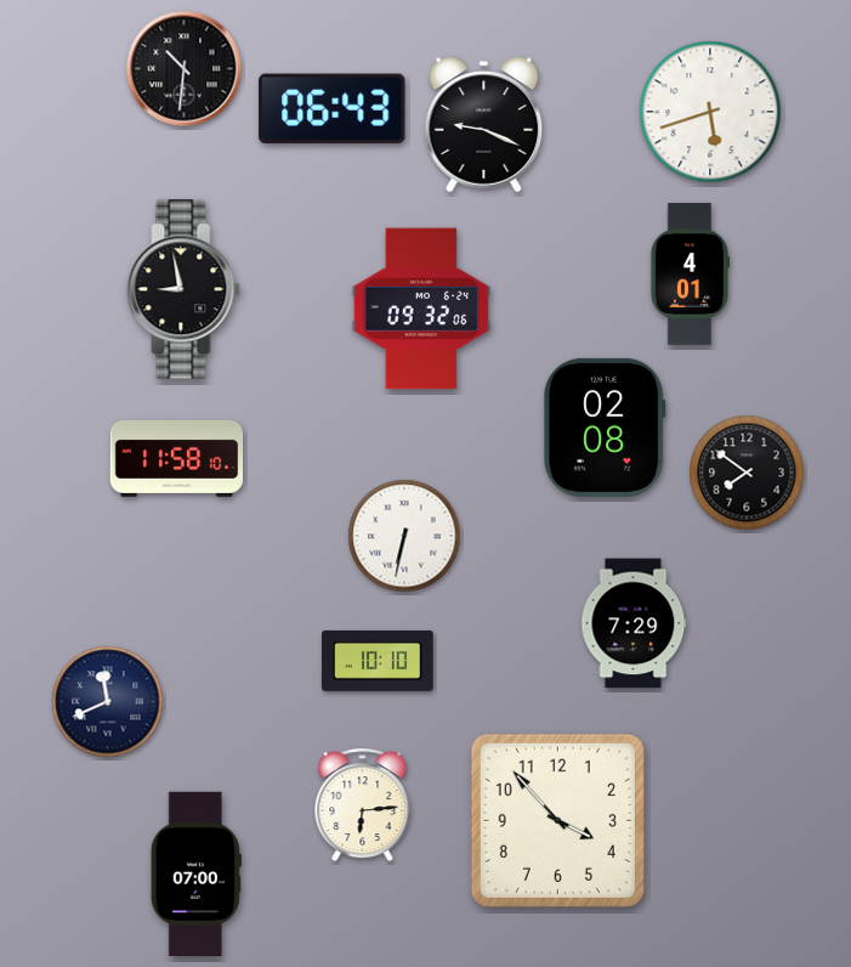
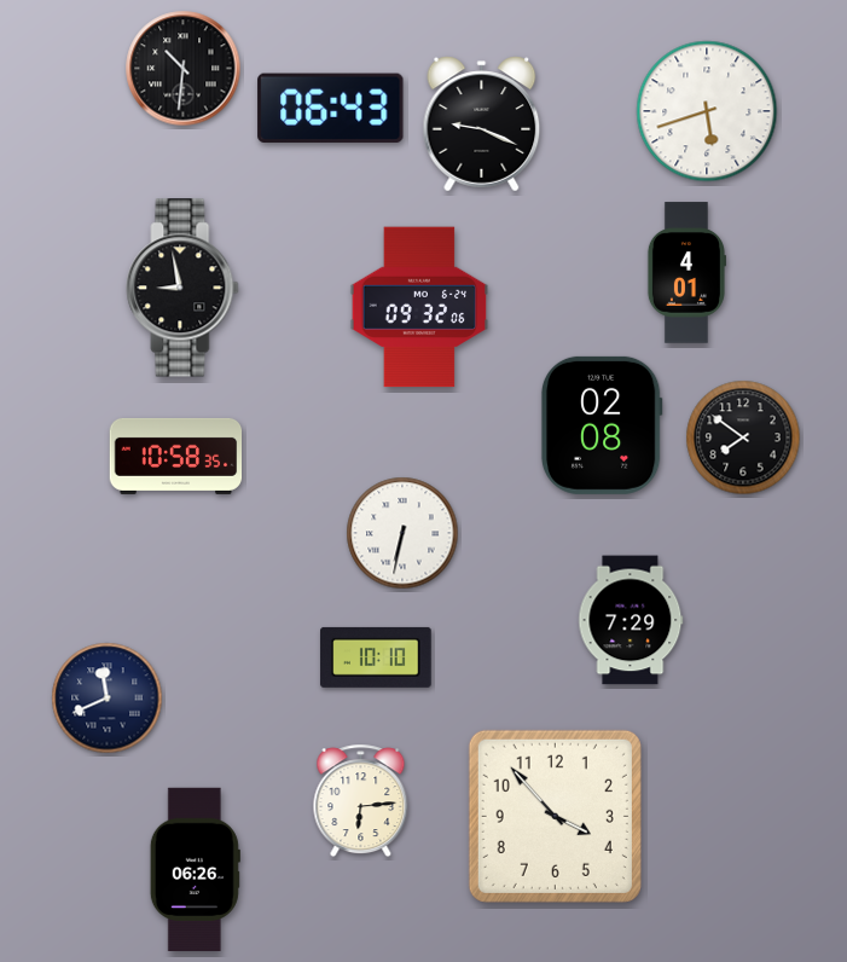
clock at (177, 458): 11:58 -> 10:58
clock at (747, 473) position: (747, 473) -> (743, 437)
clock at (195, 873): 07:00 -> 06:26
